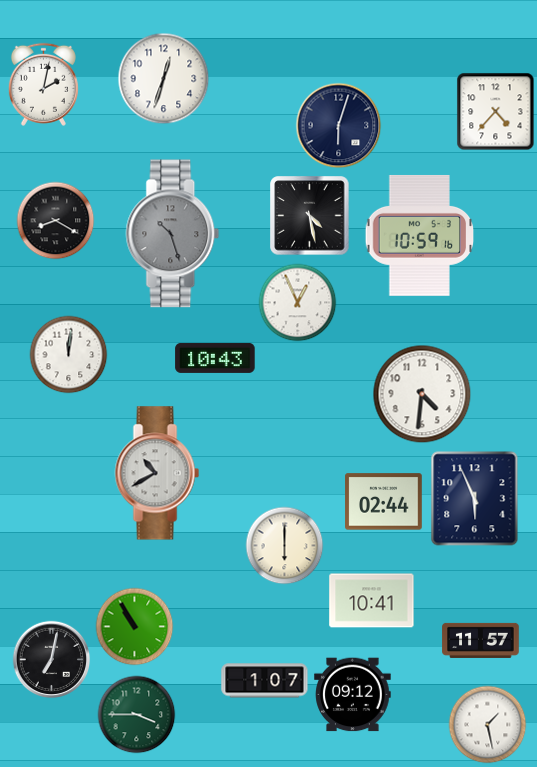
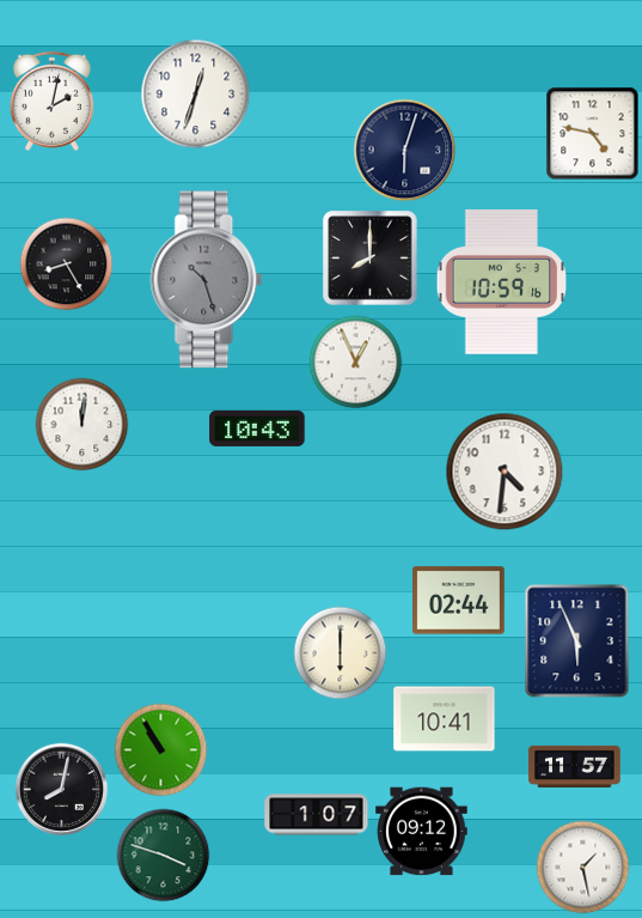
clock at (495, 111): 4:37 -> 4:47
clock at (310, 216): 4:28 -> 8:00
clock at (55, 220): 8:20 -> 8:25
clock at (157, 473): 10:40 -> none
clock at (475, 499) position: (475, 499) -> (577, 642)
clock at (51, 659): 7:02 -> 8:02
clock at (136, 714): 3:45 -> 3:48
